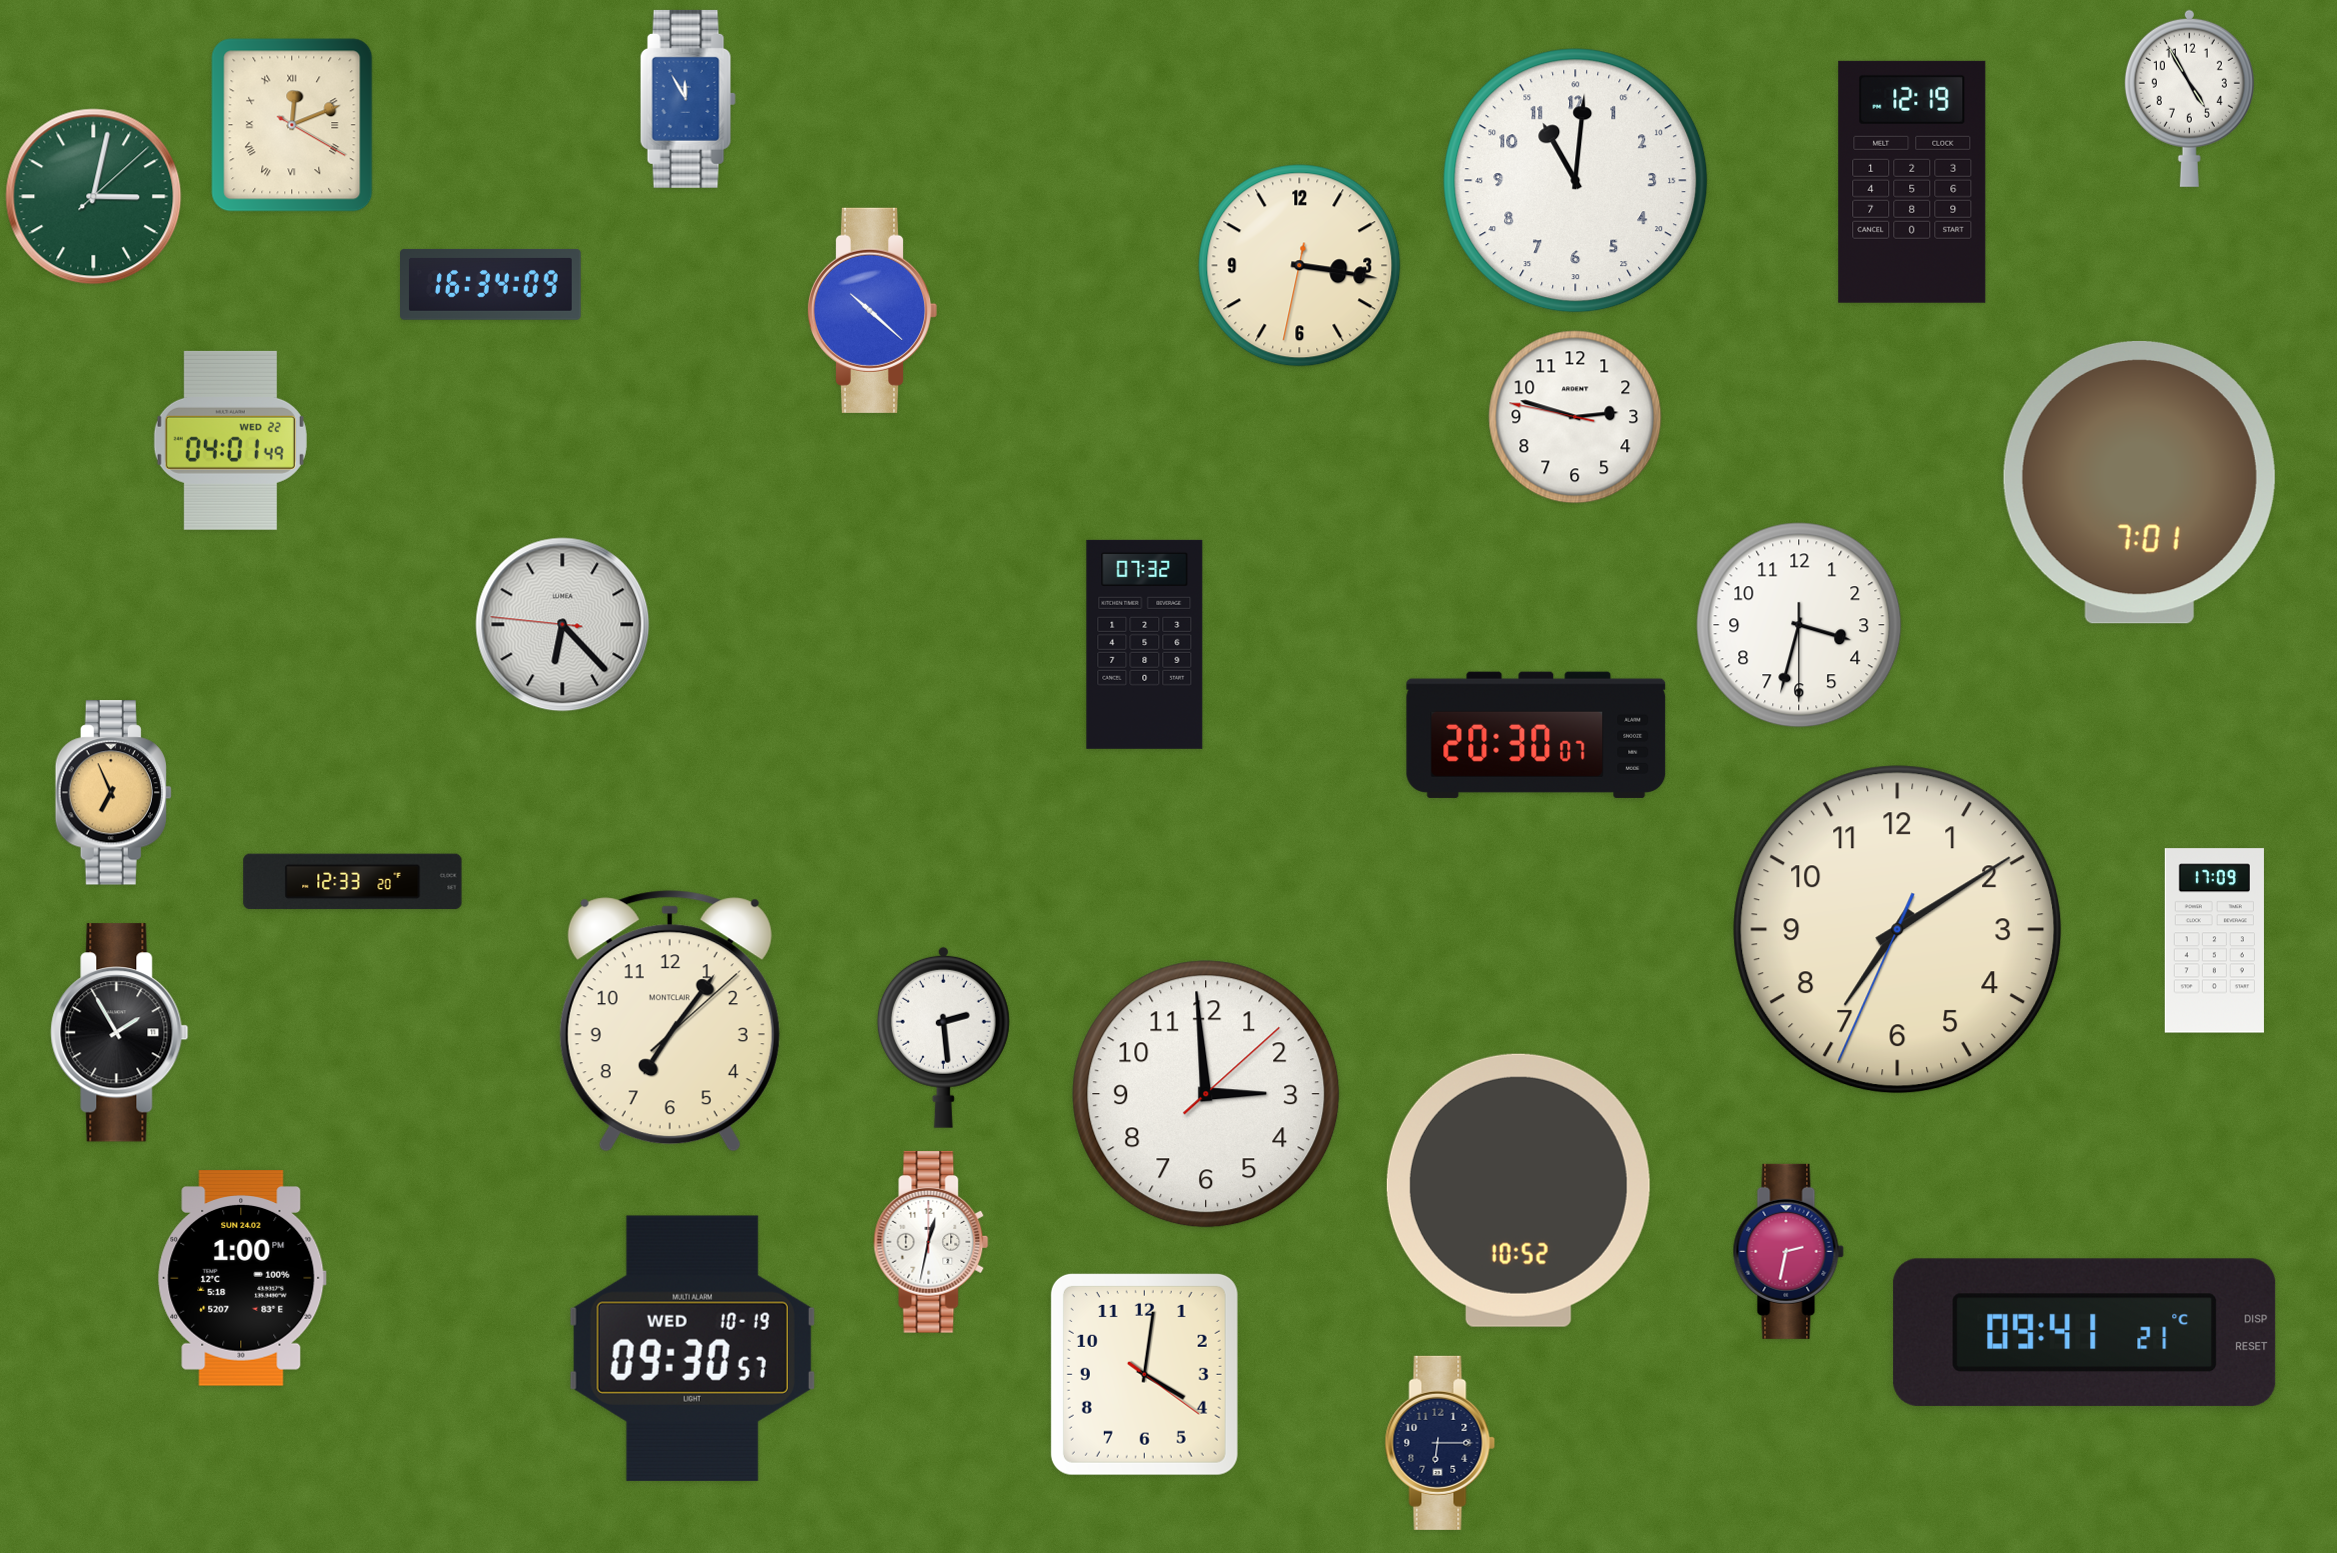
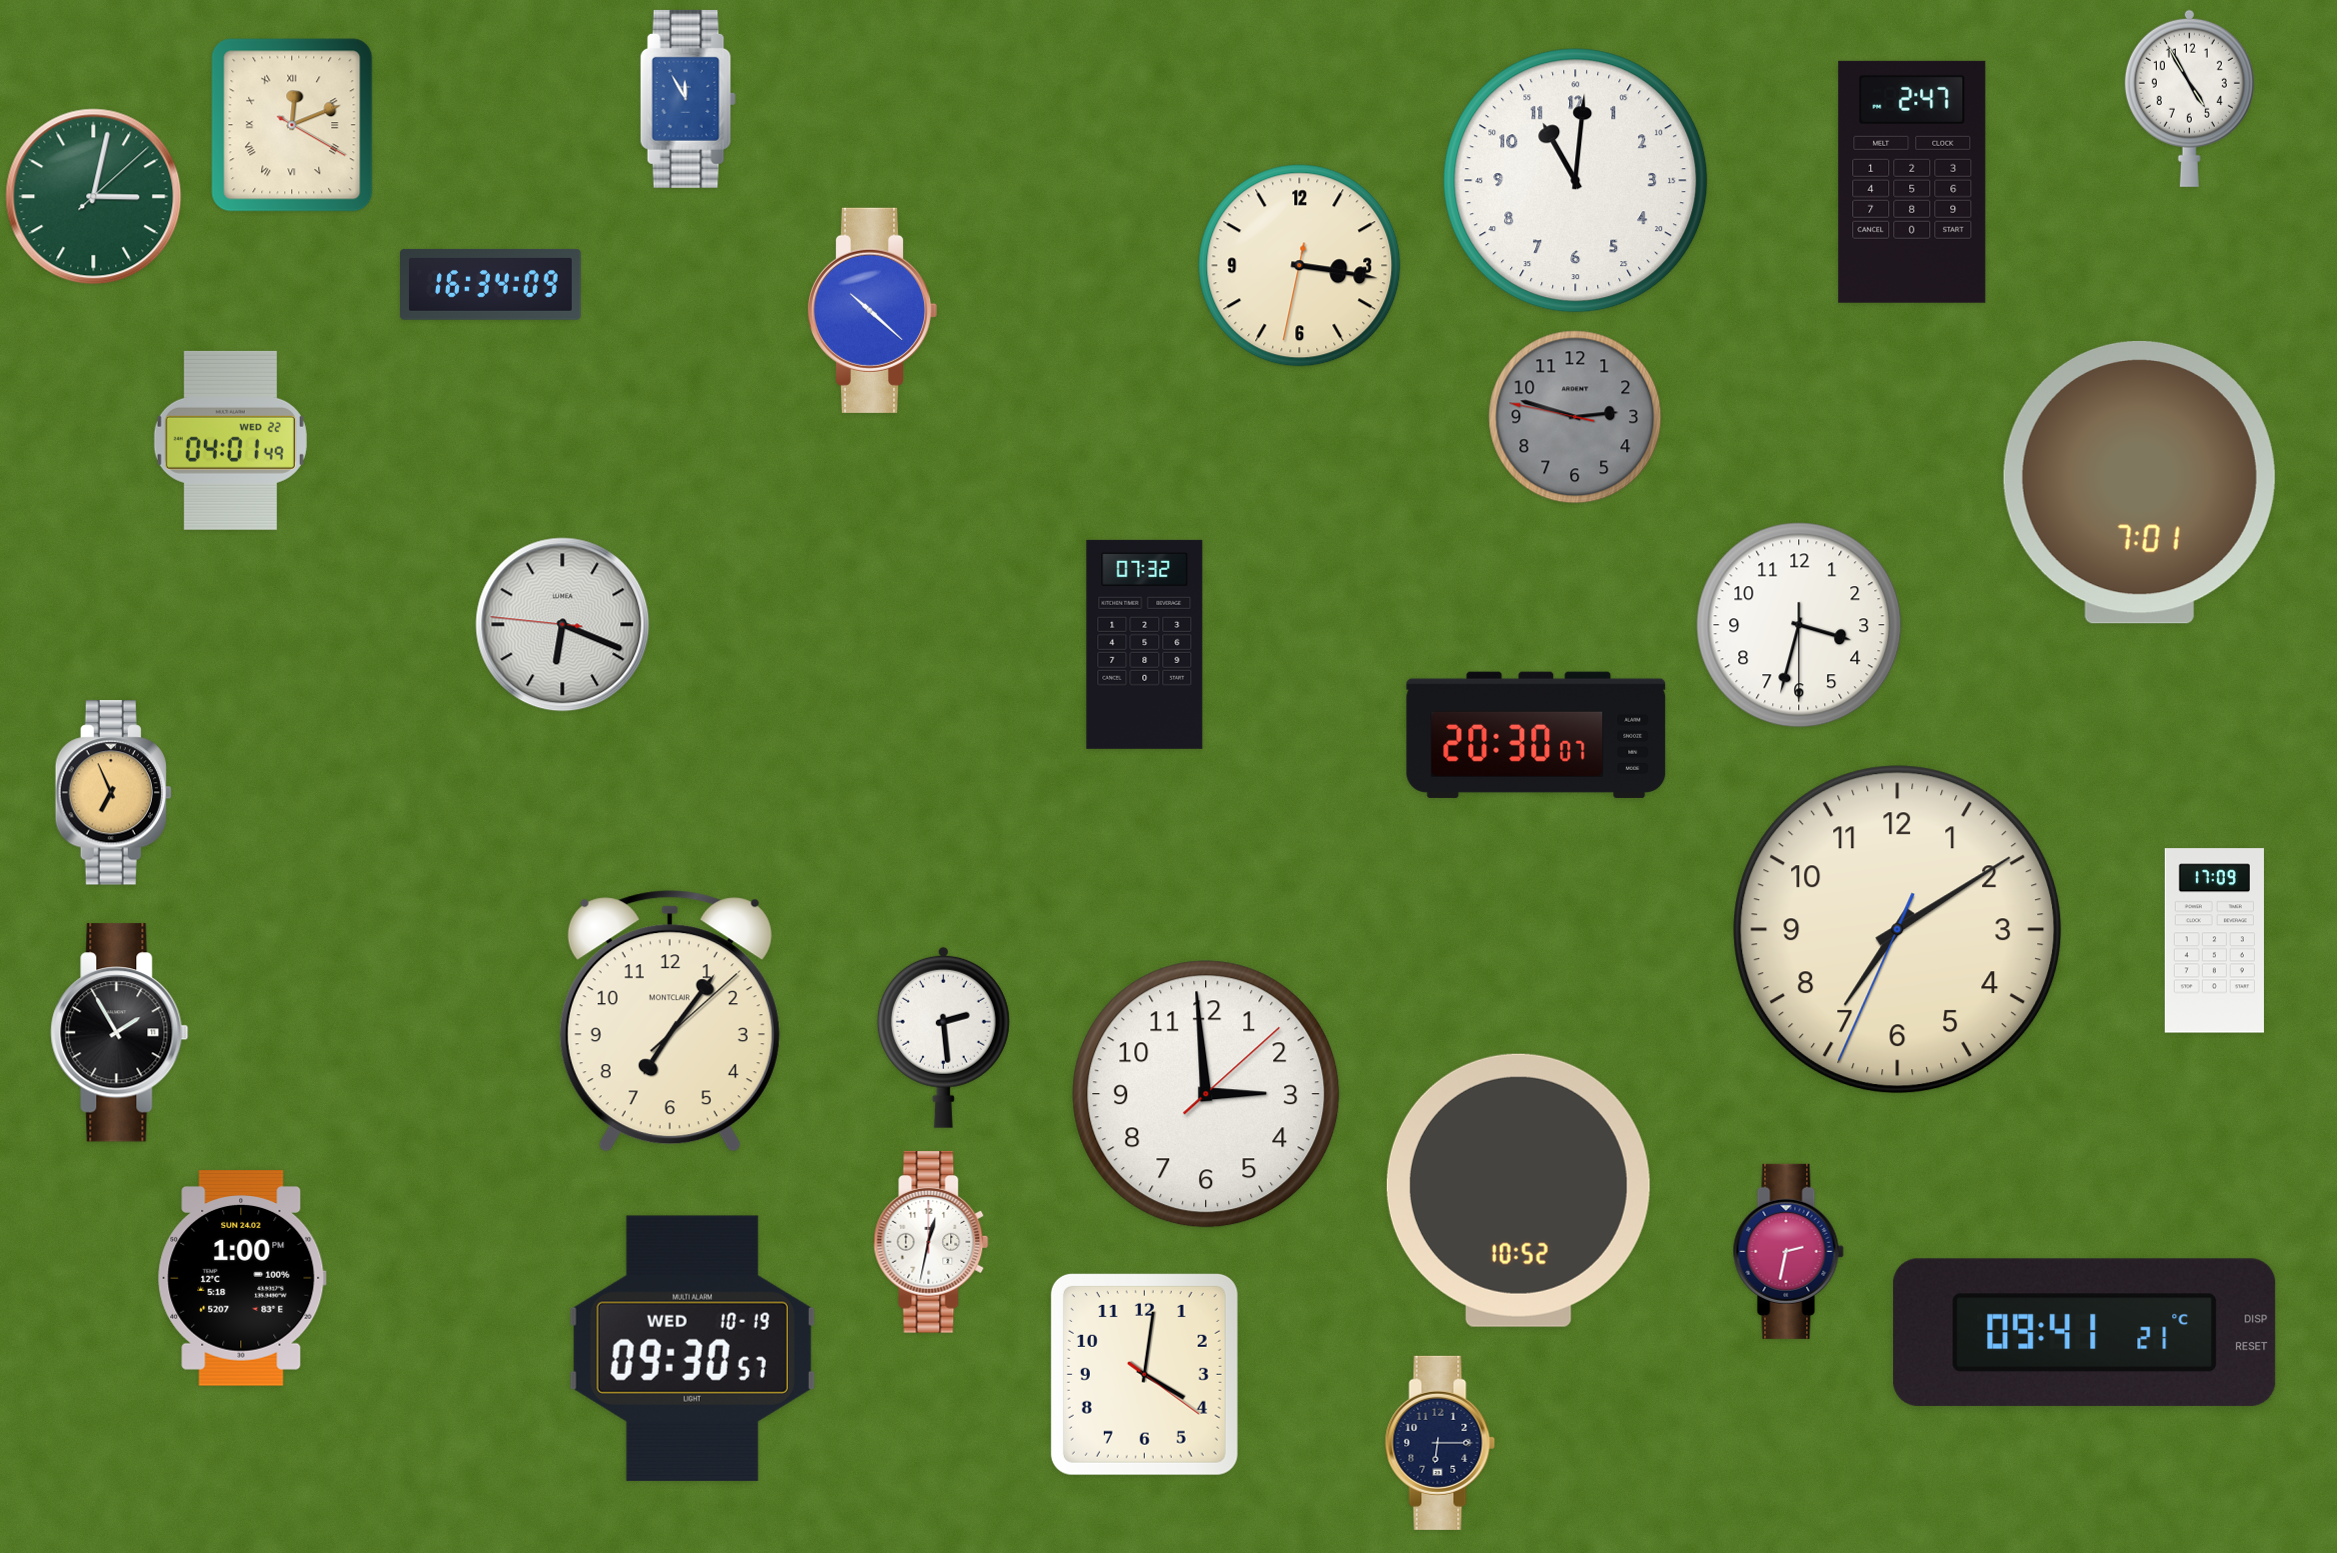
clock at (1912, 182): 12:19 -> 2:47
clock at (1575, 417) dial: white -> grey
clock at (563, 625): 6:22 -> 6:18
clock at (353, 882): 12:33 -> none
